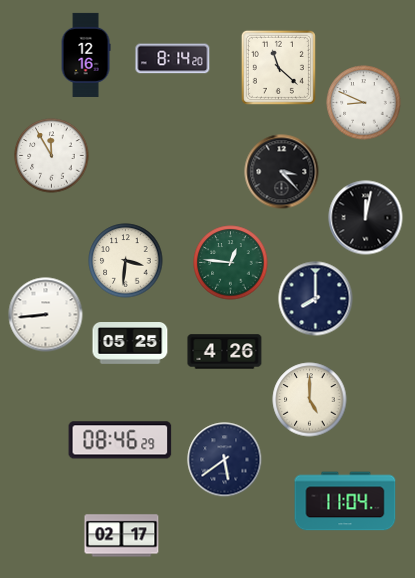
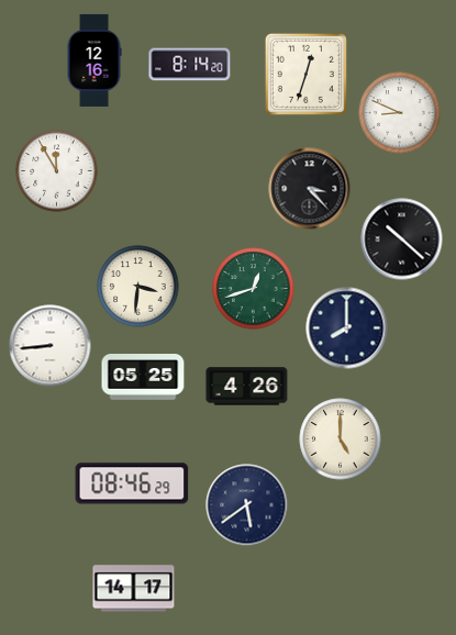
clock at (278, 67): 11:22 -> 12:33
clock at (366, 218): 12:02 -> 10:22
clock at (231, 263): 12:46 -> 12:42
clock at (345, 501): 11:04 -> none
clock at (122, 536): 02:17 -> 14:17
